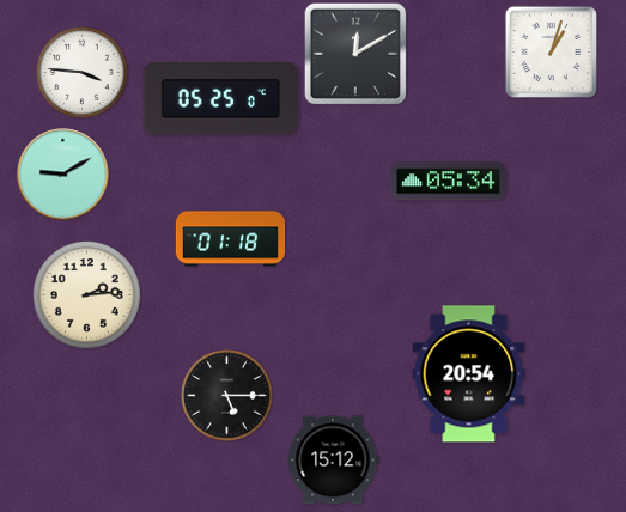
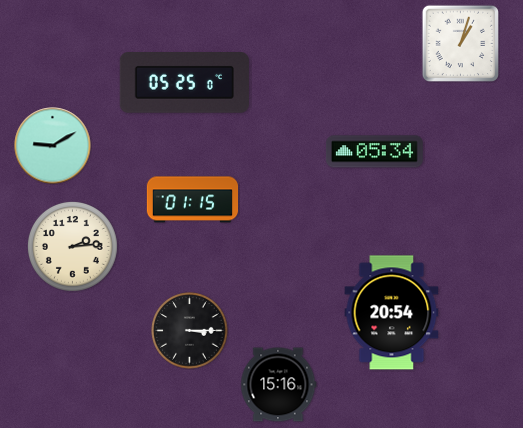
clock at (355, 54): 12:10 -> none
clock at (83, 73): 3:46 -> none
clock at (231, 239): 01:18 -> 01:15
clock at (227, 396): 5:15 -> 3:15
clock at (334, 461): 15:12 -> 15:16
